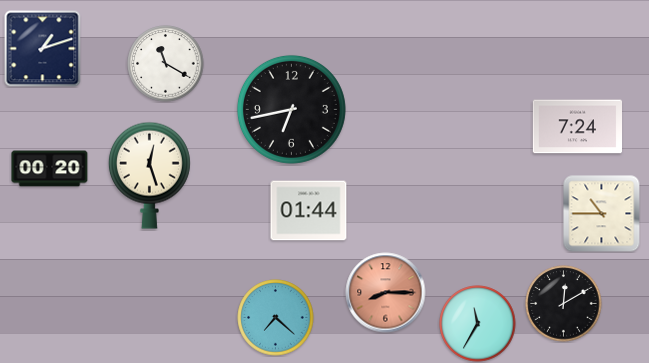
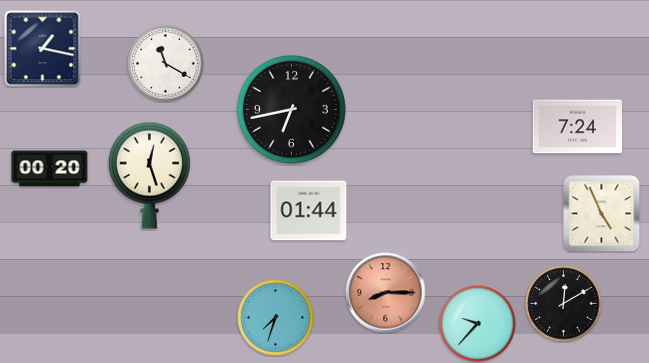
clock at (43, 49): 1:12 -> 1:17
clock at (602, 214): 10:45 -> 4:56
clock at (276, 318): 7:22 -> 7:33
clock at (478, 324): 11:35 -> 9:37
